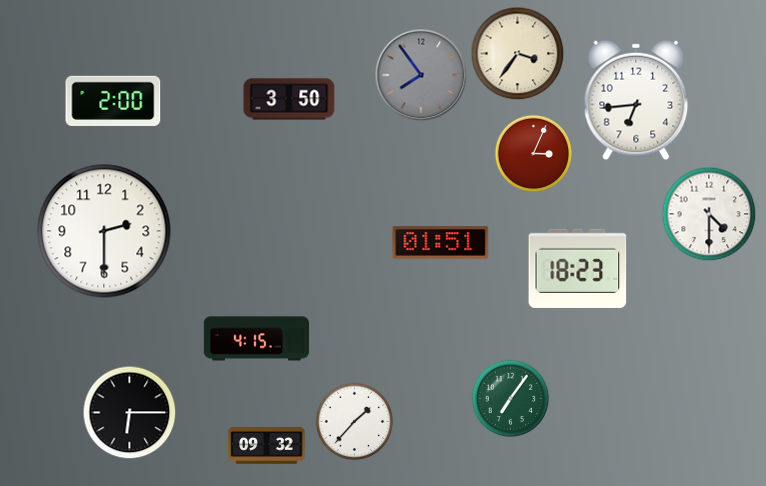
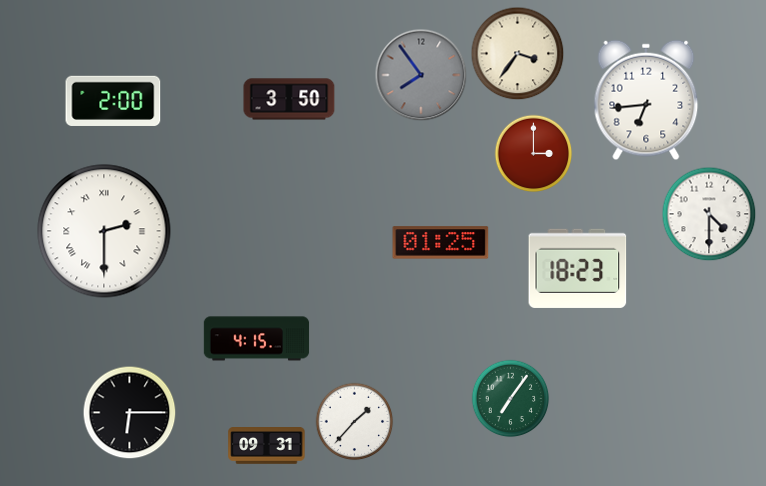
clock at (636, 100) position: (636, 100) -> (646, 100)
clock at (533, 153): 3:04 -> 3:00
clock at (104, 231) numerals: Arabic -> Roman
clock at (441, 243): 01:51 -> 01:25
clock at (267, 446): 09:32 -> 09:31
